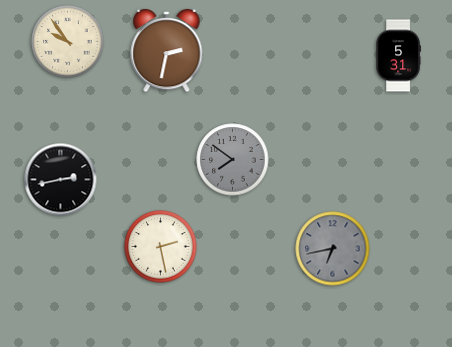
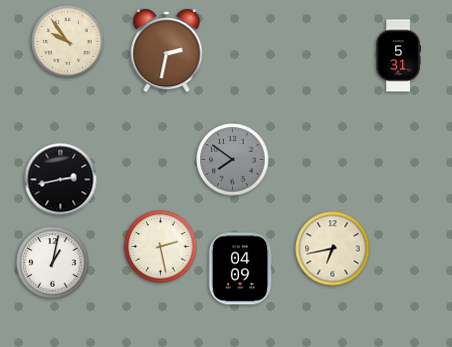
clock at (333, 249) dial: grey -> cream
clock at (53, 263): none -> 1:02
clock at (240, 269): none -> 04:09
